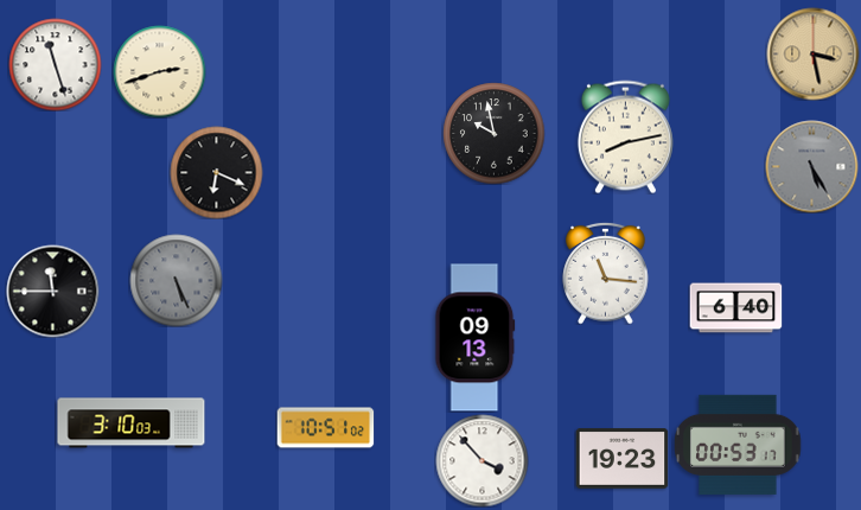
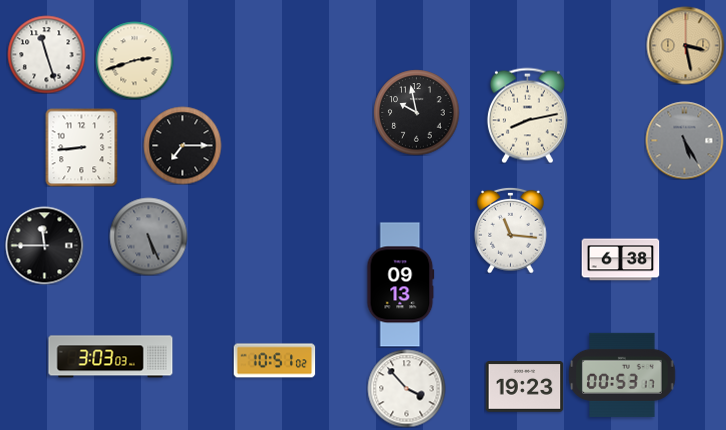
clock at (216, 172): 6:19 -> 7:15
clock at (82, 147): none -> 8:44
clock at (735, 308): 6:40 -> 6:38
clock at (132, 423): 3:10 -> 3:03
